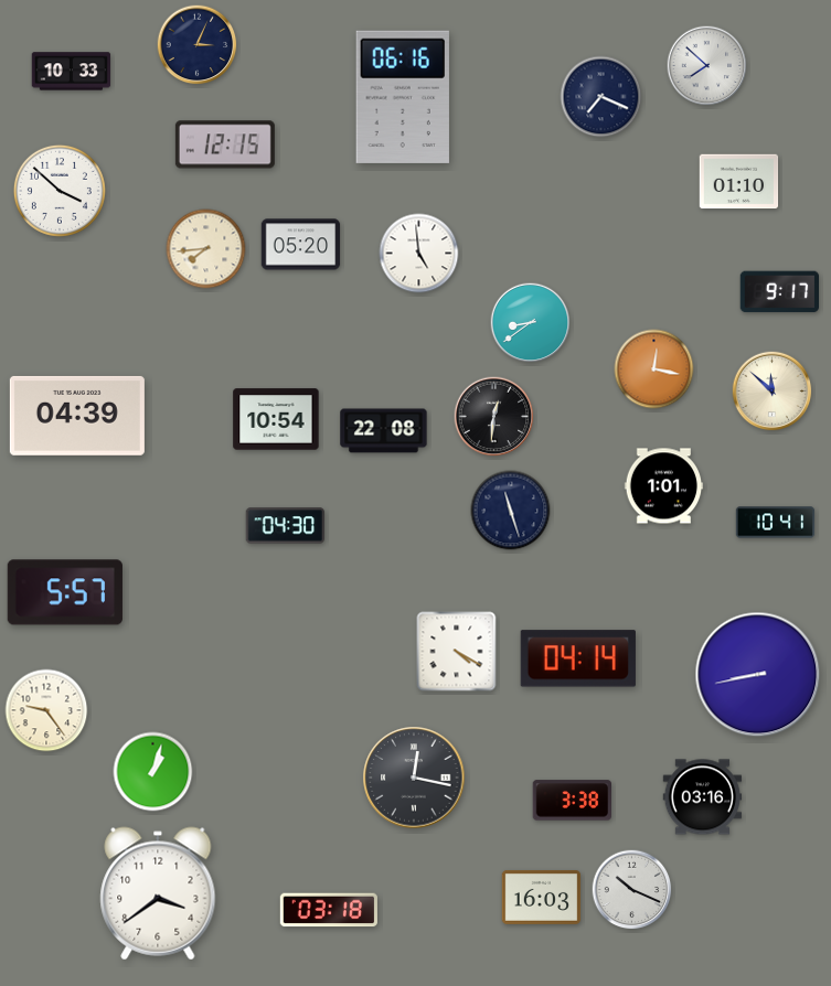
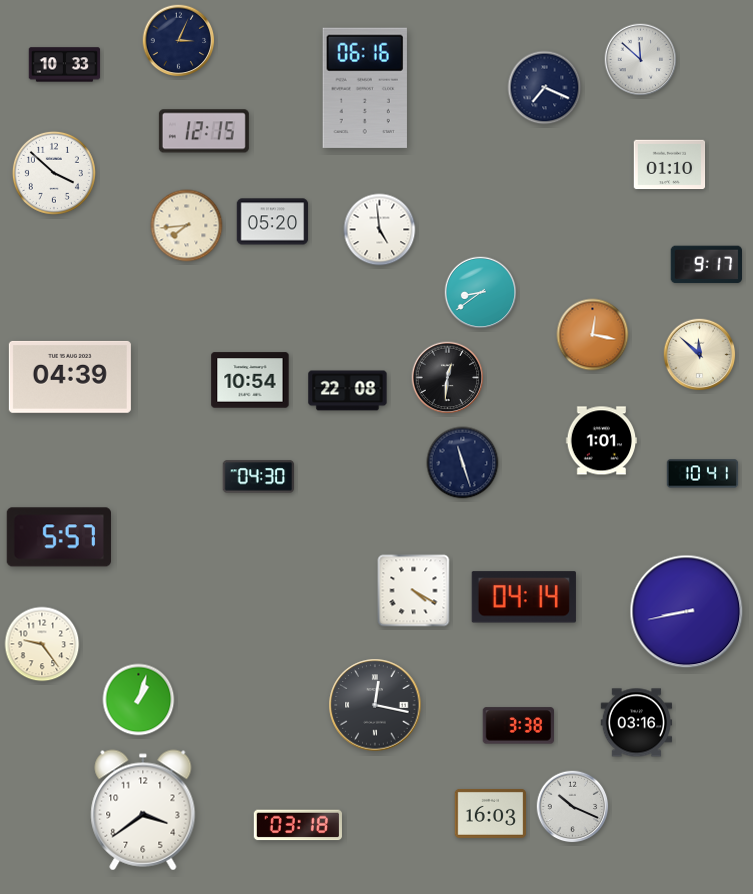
clock at (707, 66): 7:52 -> 11:52
